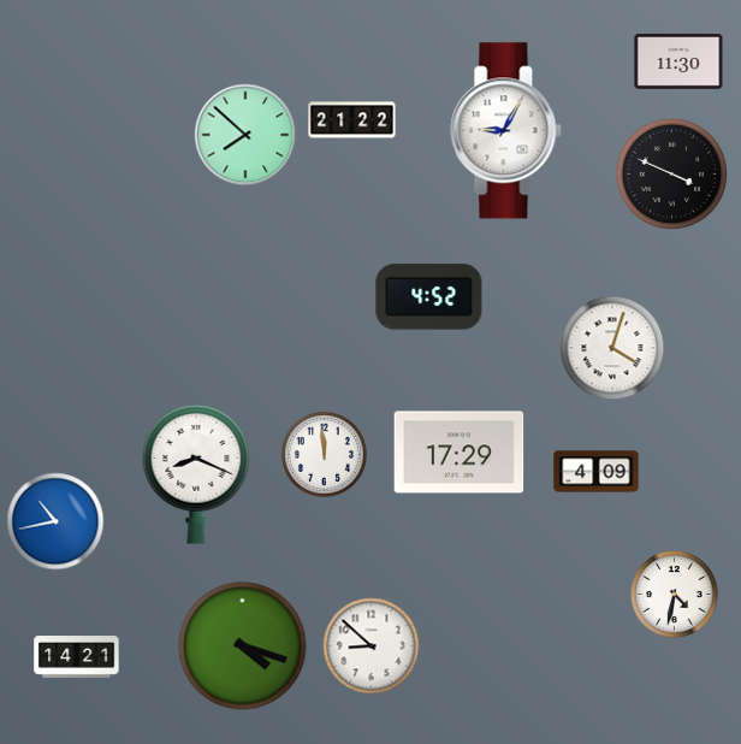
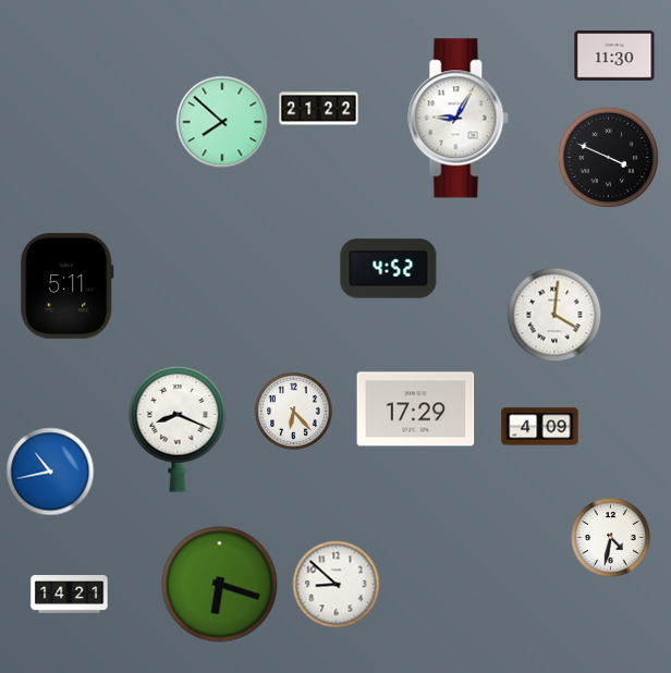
clock at (68, 285): none -> 5:11
clock at (612, 348): 4:03 -> 4:01
clock at (325, 455): 11:59 -> 6:23
clock at (243, 646): 4:18 -> 6:18
